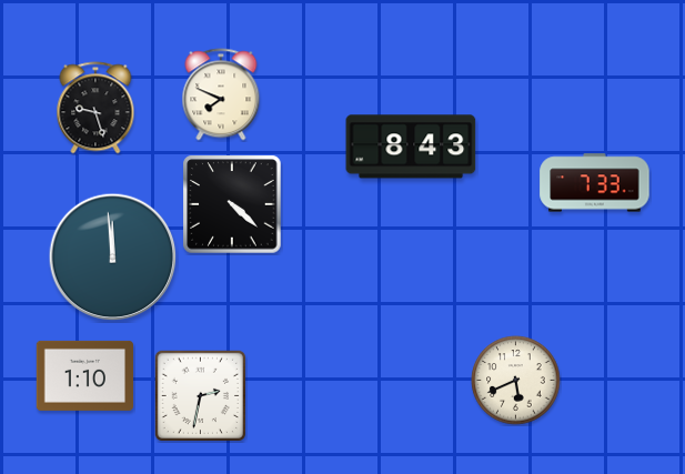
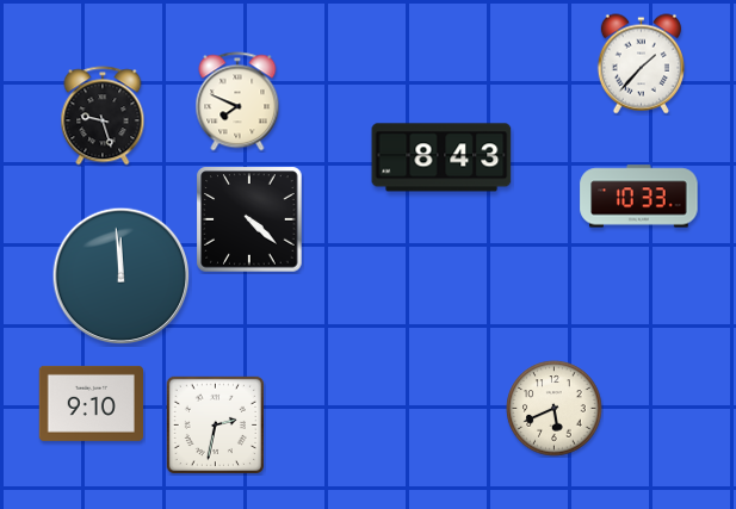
clock at (641, 64): none -> 1:37
clock at (595, 183): 7:33 -> 10:33
clock at (84, 375): 1:10 -> 9:10
